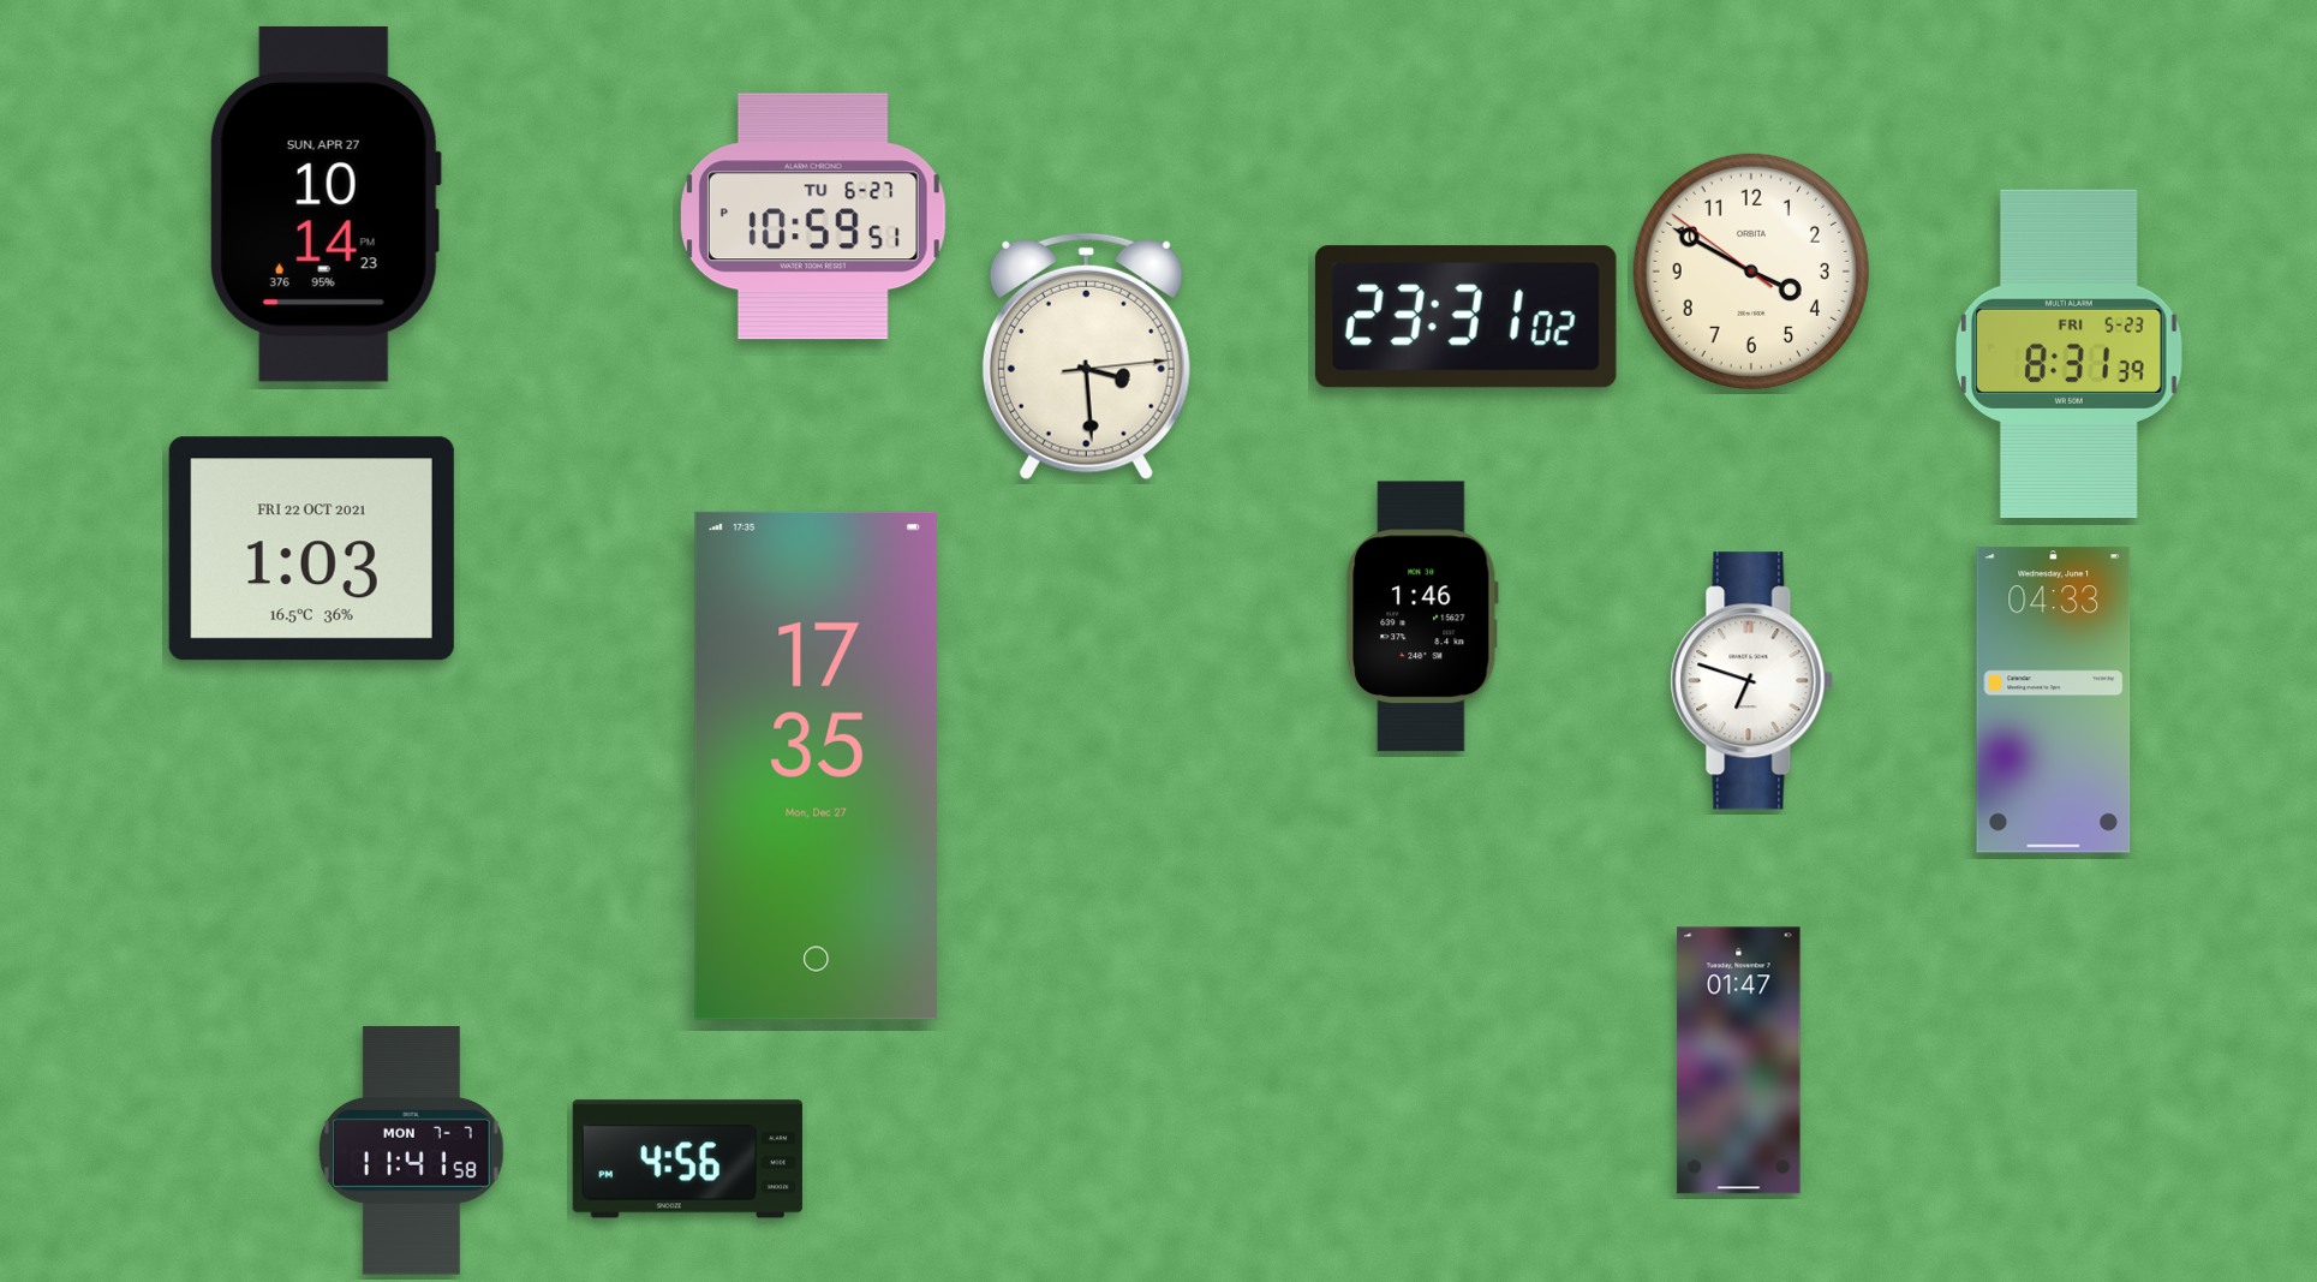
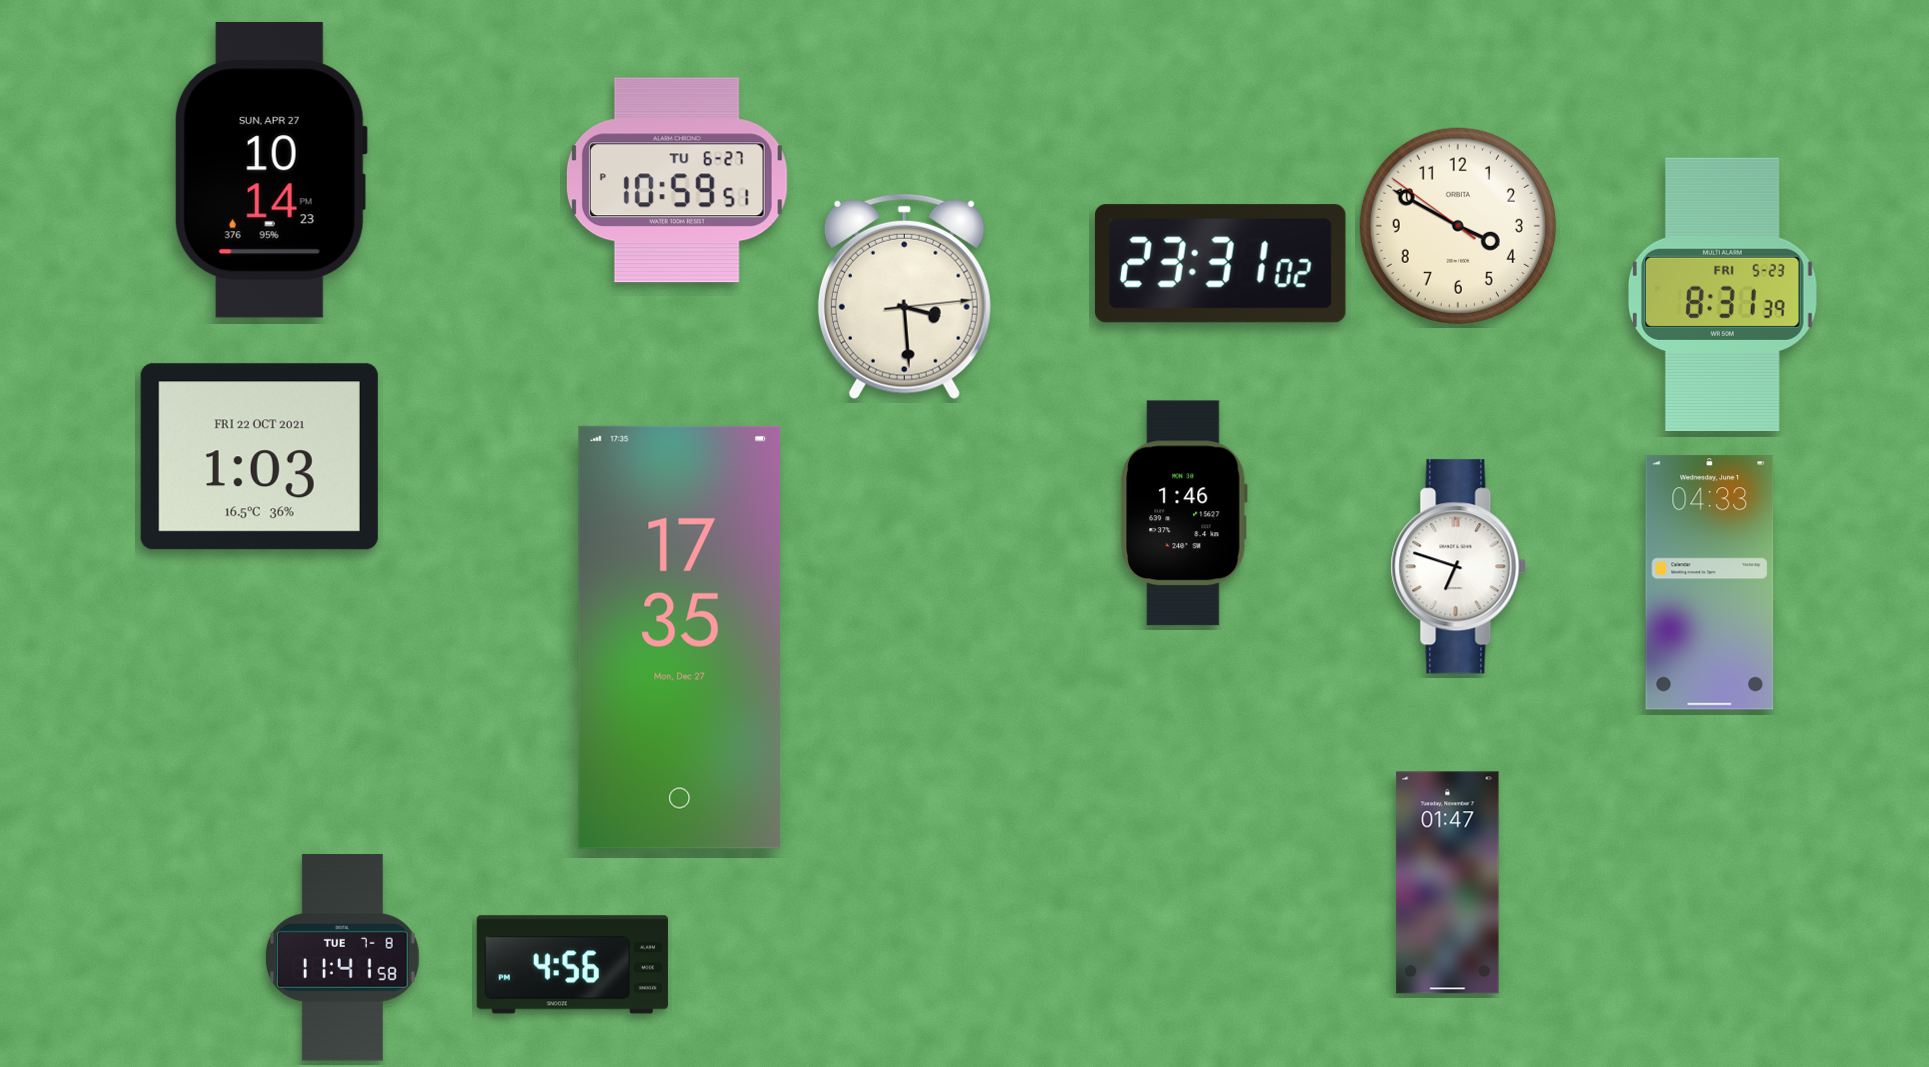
clock at (411, 1151) date: MON 7-7 -> TUE 7-8
